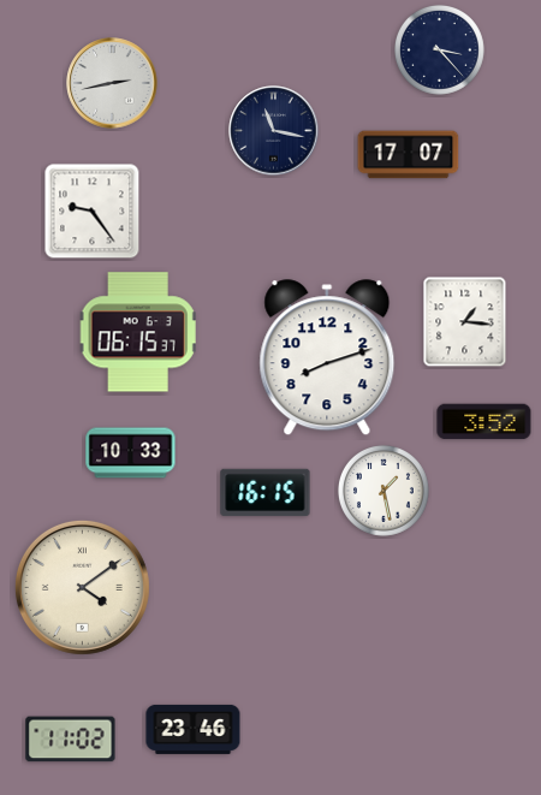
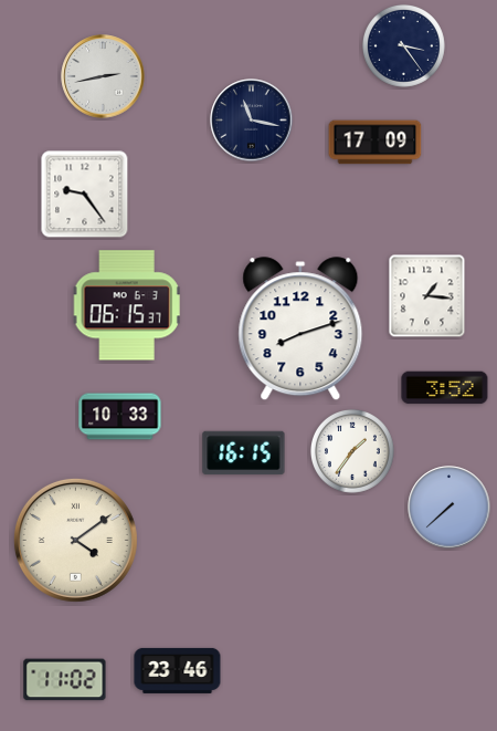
clock at (439, 49): 3:23 -> 3:24
clock at (409, 155): 17:07 -> 17:09
clock at (384, 491): 1:28 -> 1:36
clock at (450, 508): none -> 7:38
